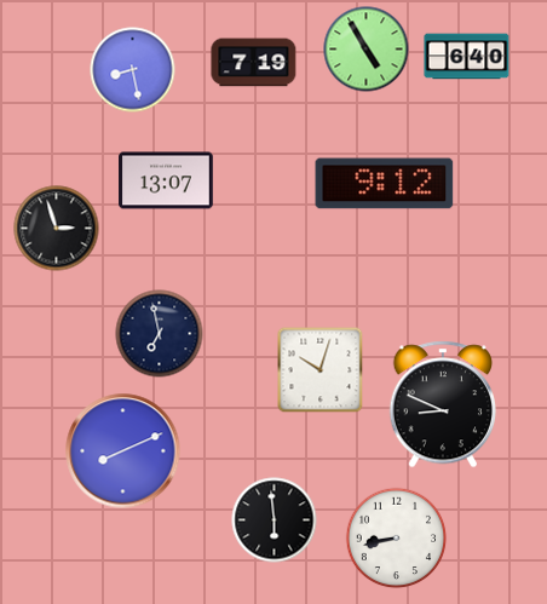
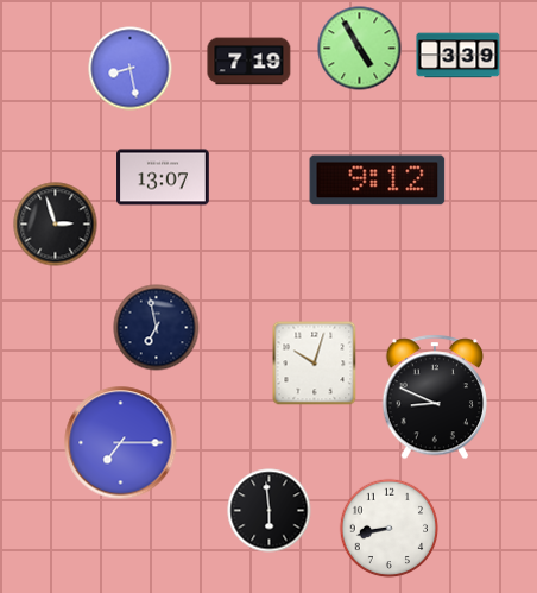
clock at (467, 57): 6:40 -> 3:39
clock at (123, 451): 8:11 -> 7:15
